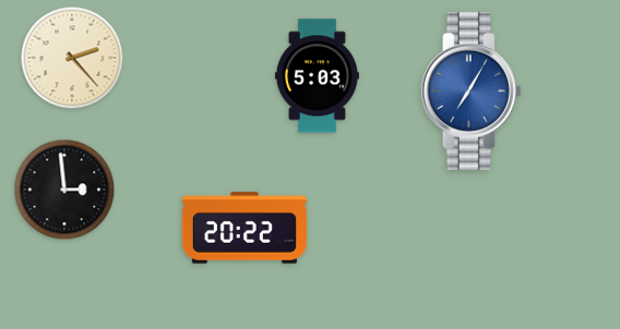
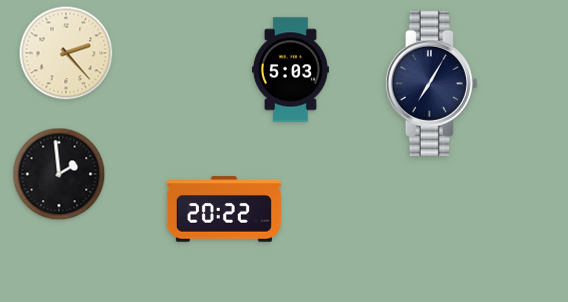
clock at (470, 90) dial: blue -> navy
clock at (64, 190): 2:59 -> 1:59
